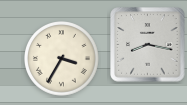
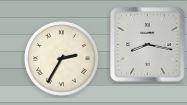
clock at (62, 59): 3:35 -> 2:35
